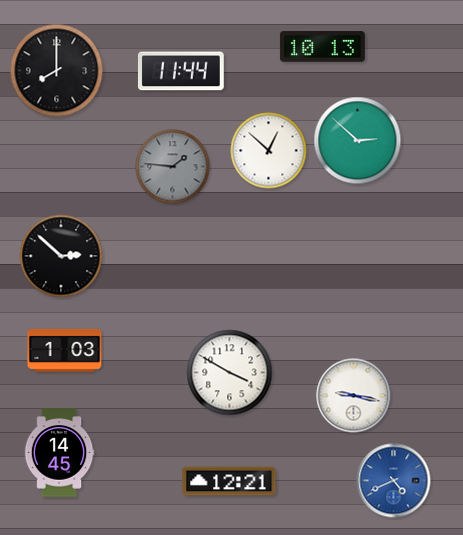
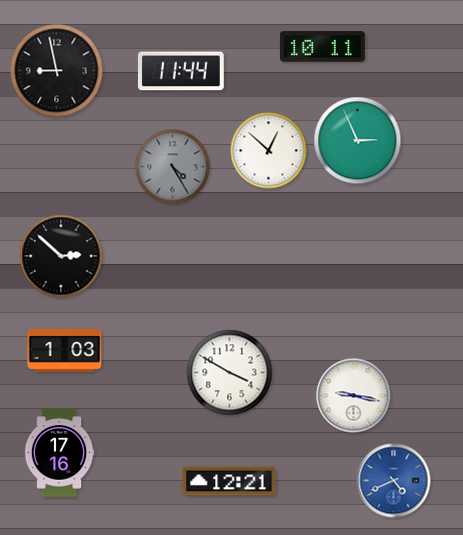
clock at (322, 47): 10:13 -> 10:11
clock at (57, 71): 8:00 -> 8:58
clock at (358, 141): 2:52 -> 2:56
clock at (173, 167): 1:46 -> 4:25
clock at (59, 453): 14:45 -> 17:16
